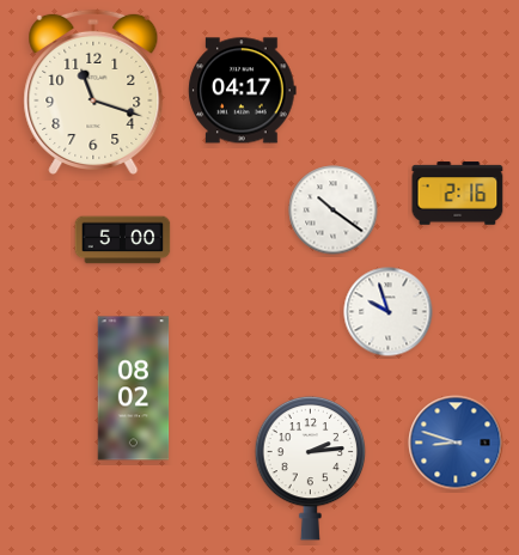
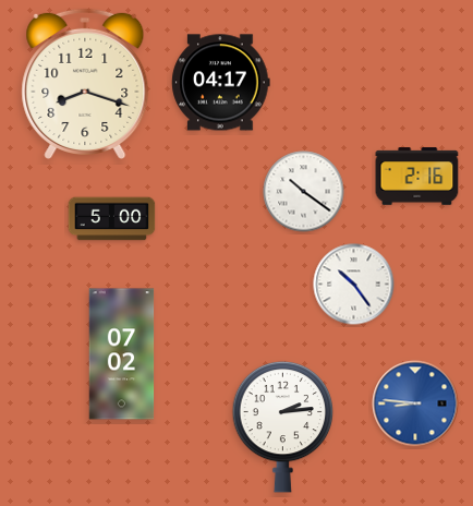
clock at (93, 92): 11:18 -> 8:18
clock at (389, 312): 9:57 -> 10:24
clock at (134, 389): 08:02 -> 07:02
clock at (456, 443): 8:48 -> 8:46
